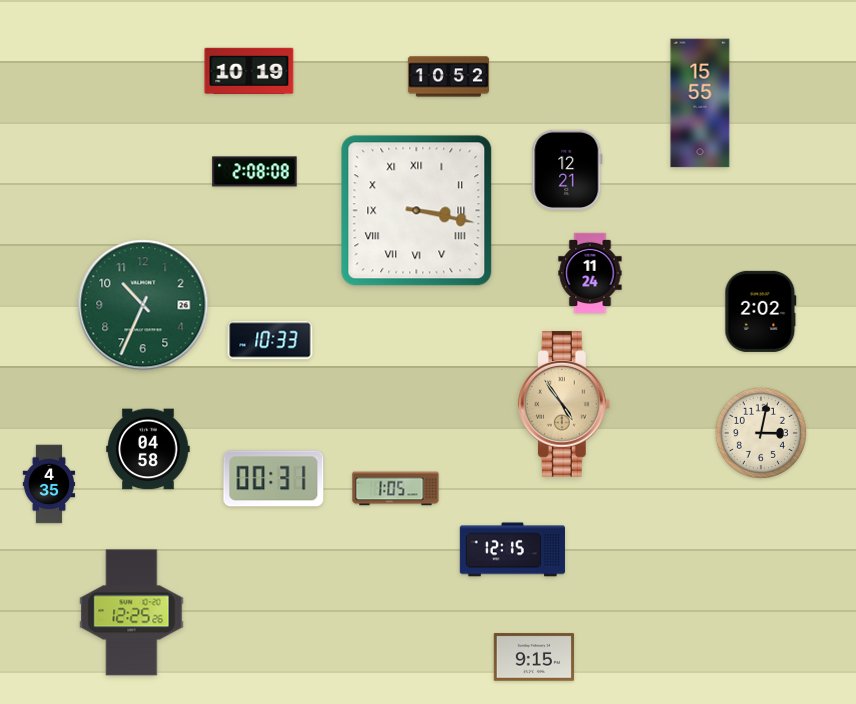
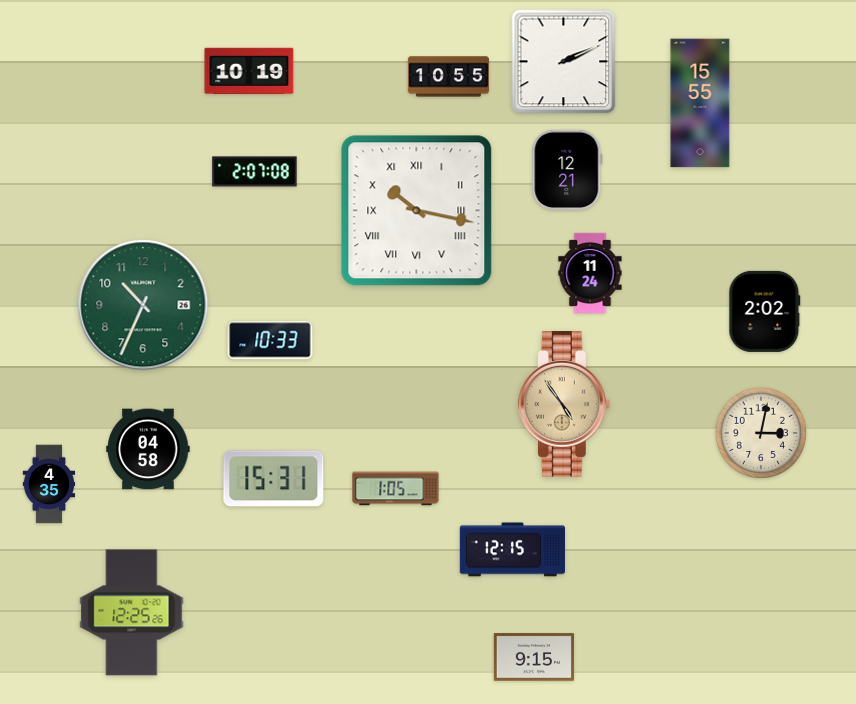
clock at (564, 62): none -> 2:11
clock at (448, 77): 10:52 -> 10:55
clock at (255, 172): 2:08 -> 2:07
clock at (417, 211): 3:17 -> 10:17
clock at (761, 311) position: (761, 311) -> (765, 311)
clock at (274, 479): 00:31 -> 15:31
